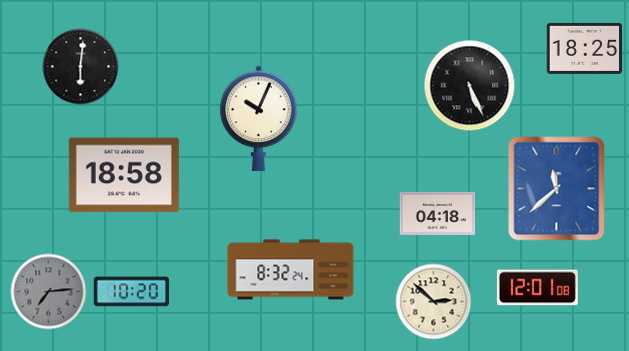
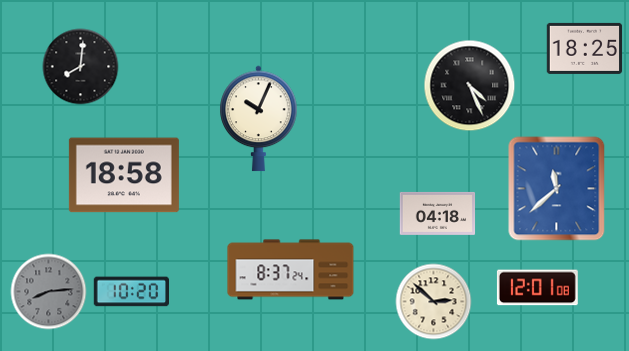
clock at (81, 67): 6:01 -> 8:01
clock at (470, 86): 5:26 -> 4:26
clock at (291, 270): 8:32 -> 8:37
clock at (49, 292): 7:14 -> 8:14
